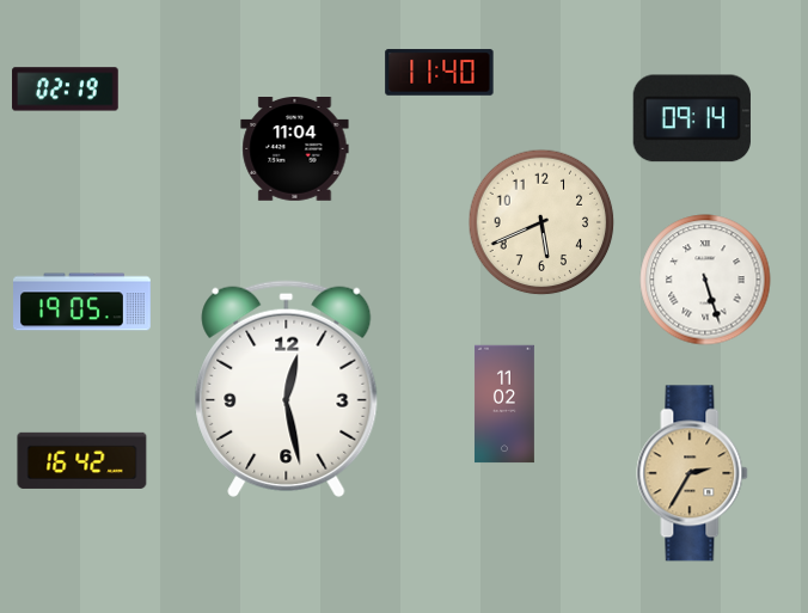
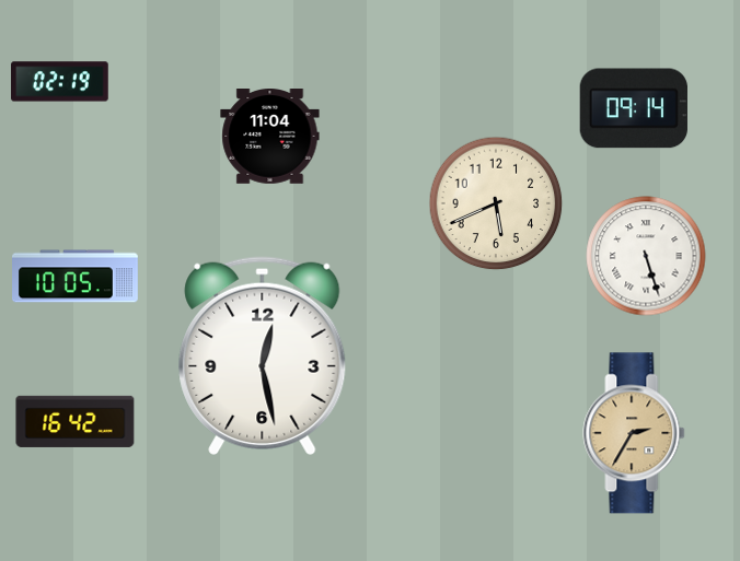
clock at (440, 73): 11:40 -> none
clock at (82, 302): 19:05 -> 10:05
clock at (504, 404): 11:02 -> none
